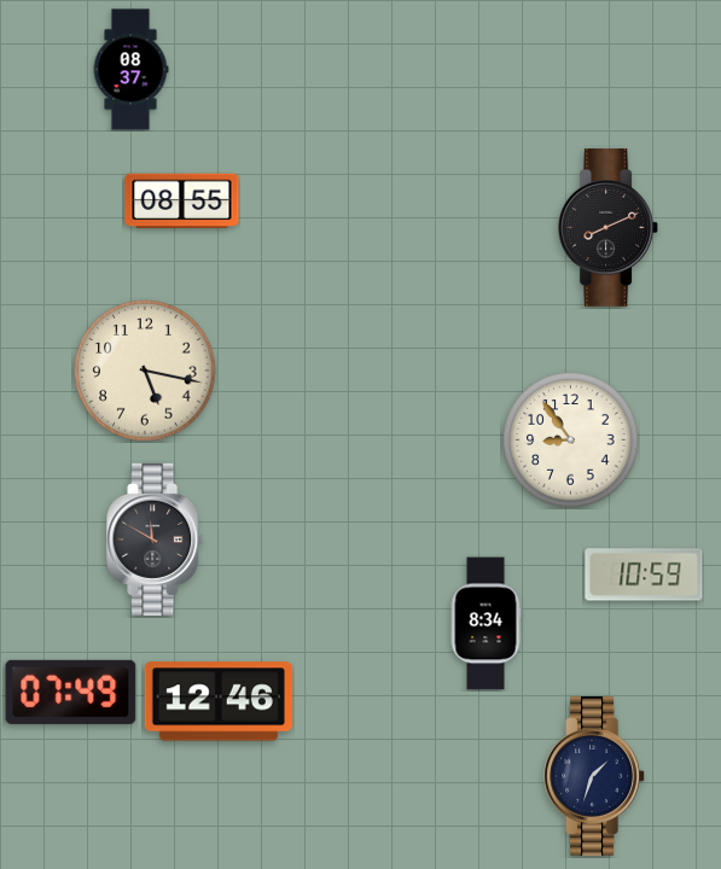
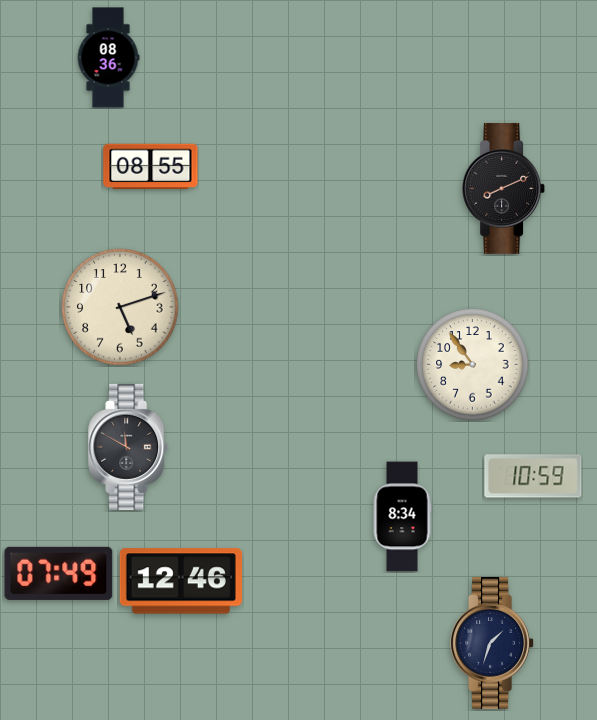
clock at (130, 70): 08:37 -> 08:36
clock at (145, 371): 5:17 -> 5:12
